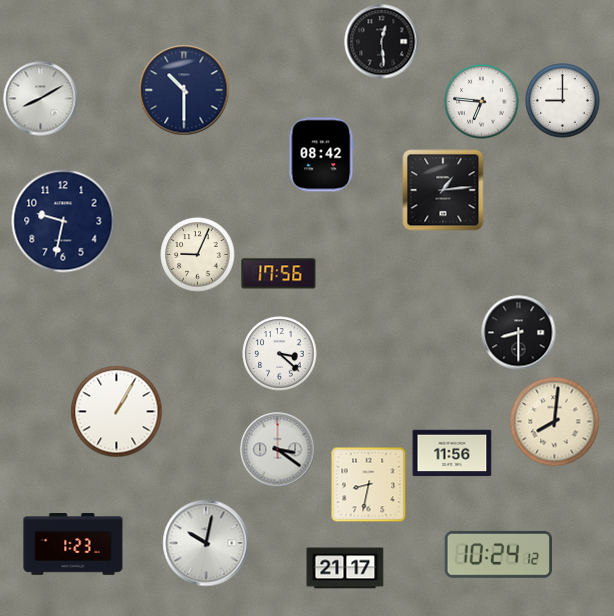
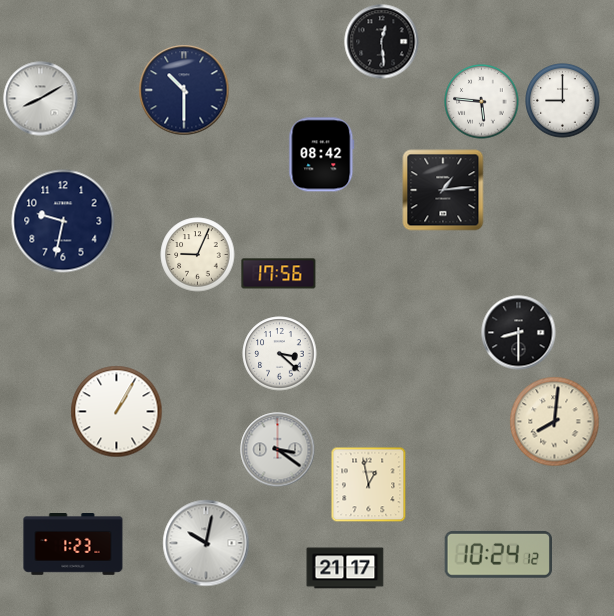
clock at (482, 102): 6:46 -> 5:46
clock at (452, 453): 11:56 -> none
clock at (369, 485): 8:32 -> 12:58
